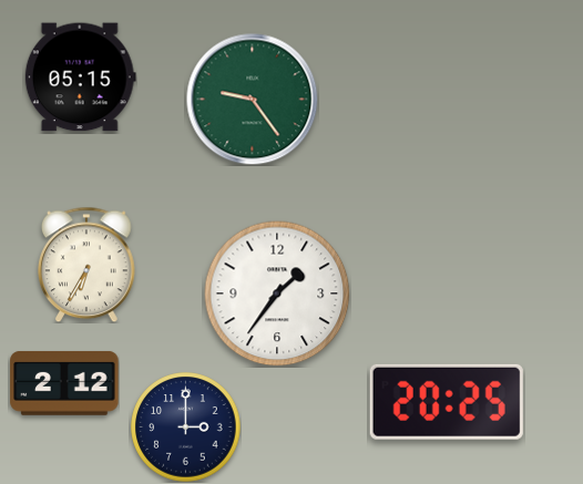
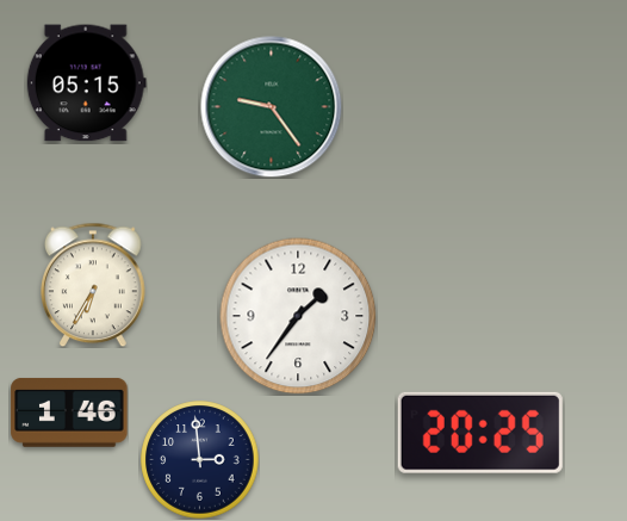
clock at (64, 383): 2:12 -> 1:46
clock at (186, 428): 3:00 -> 2:59
